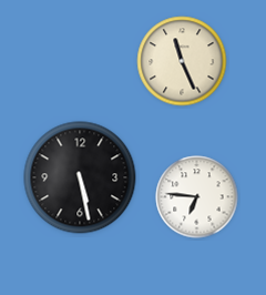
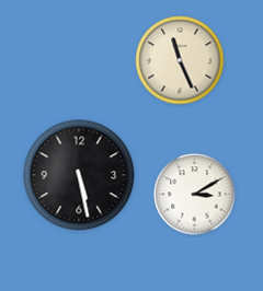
clock at (197, 197): 6:46 -> 3:10
